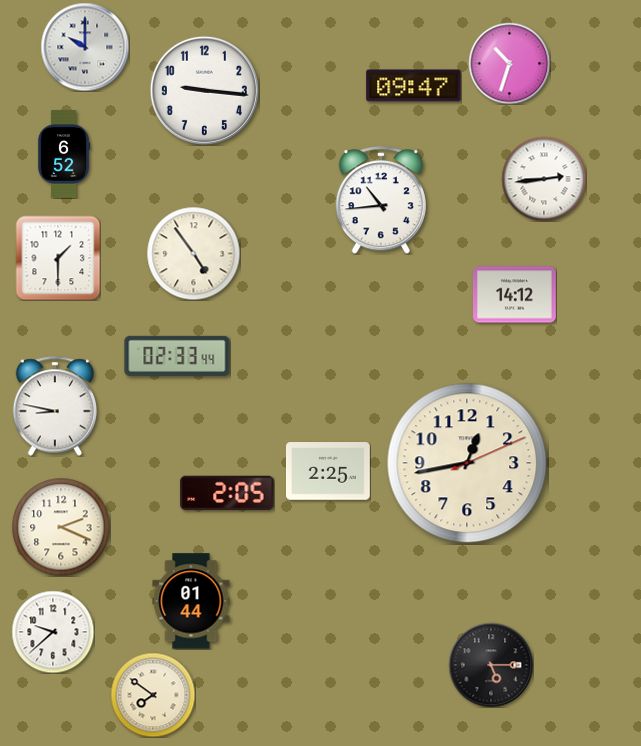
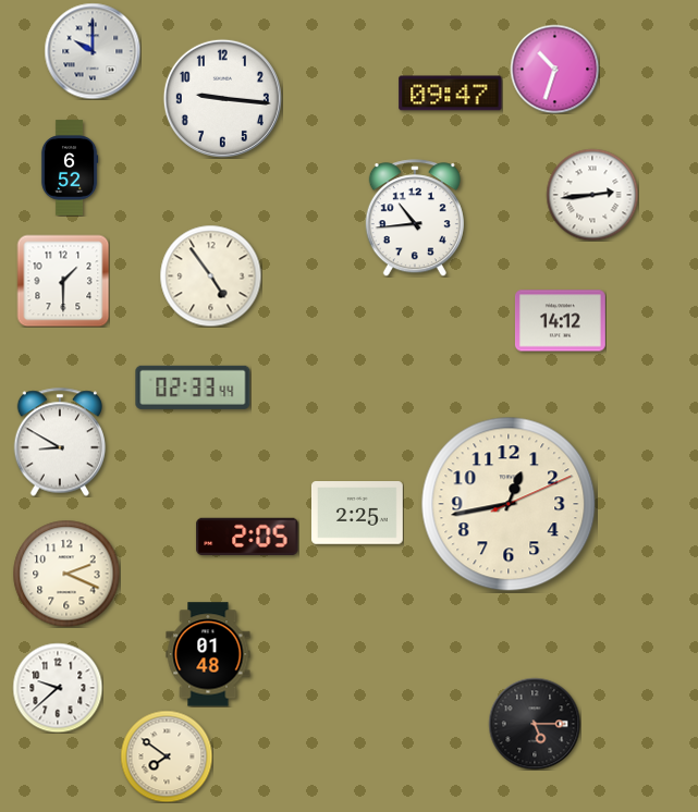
clock at (55, 406): 8:47 -> 8:50
clock at (191, 601): 01:44 -> 01:48
